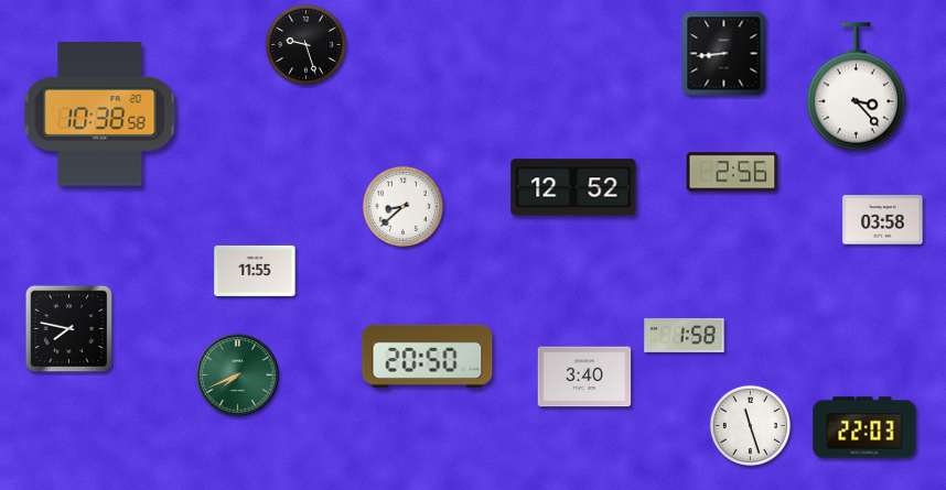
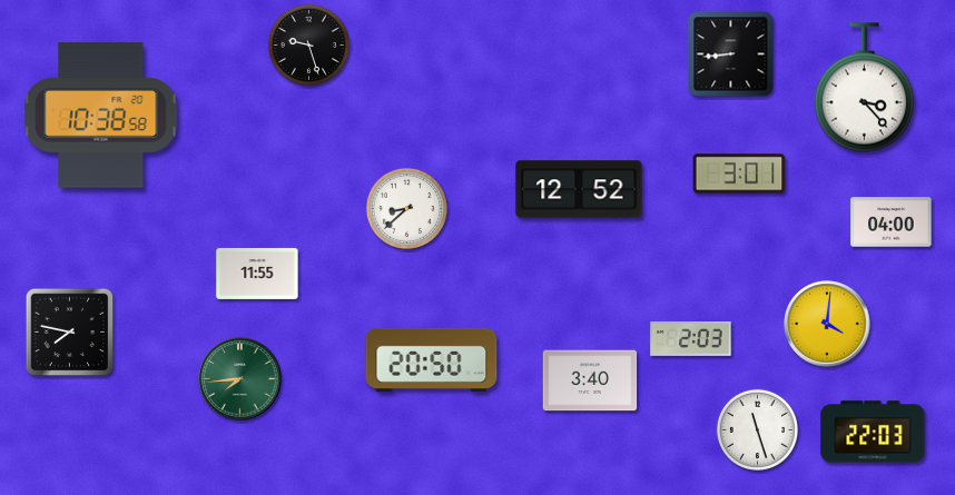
clock at (732, 172): 2:56 -> 3:01
clock at (883, 220): 03:58 -> 04:00
clock at (827, 324): none -> 4:01
clock at (685, 335): 1:58 -> 2:03
clock at (238, 375): 7:41 -> 7:44
